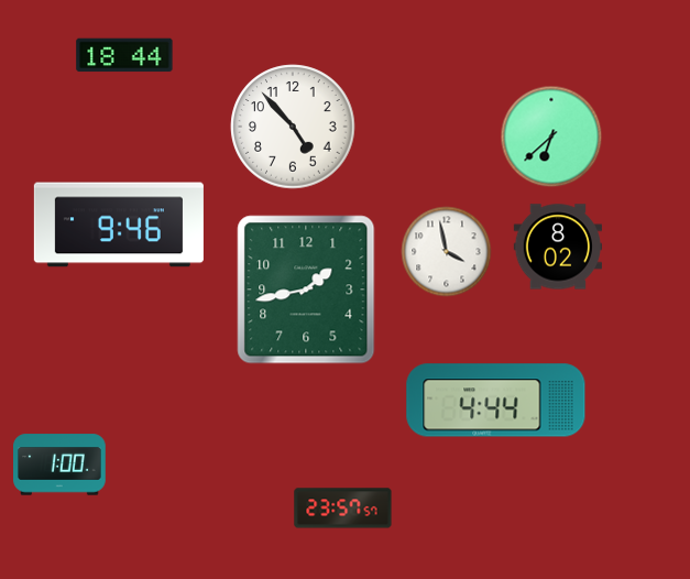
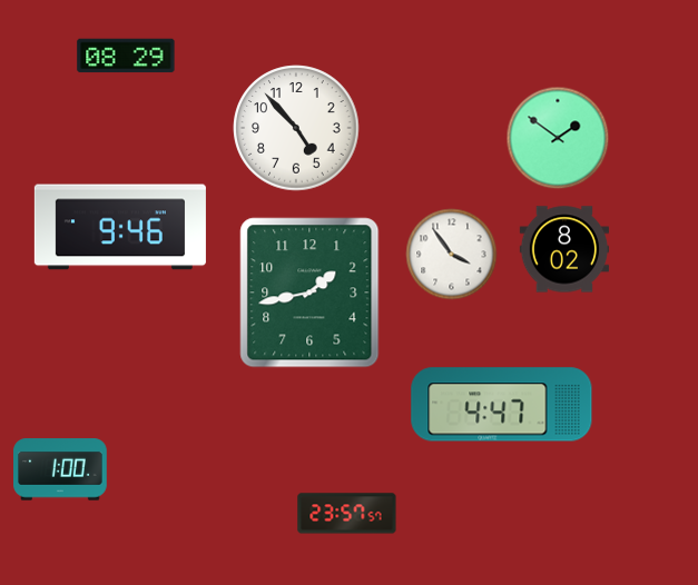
clock at (124, 55): 18:44 -> 08:29
clock at (551, 136): 6:38 -> 1:51
clock at (447, 252): 3:58 -> 3:54
clock at (496, 401): 4:44 -> 4:47
